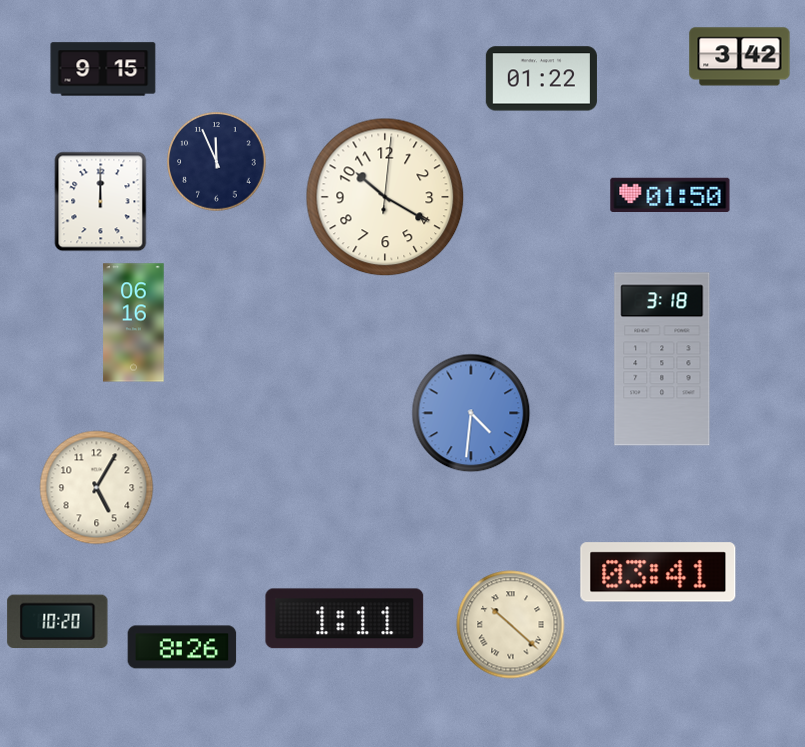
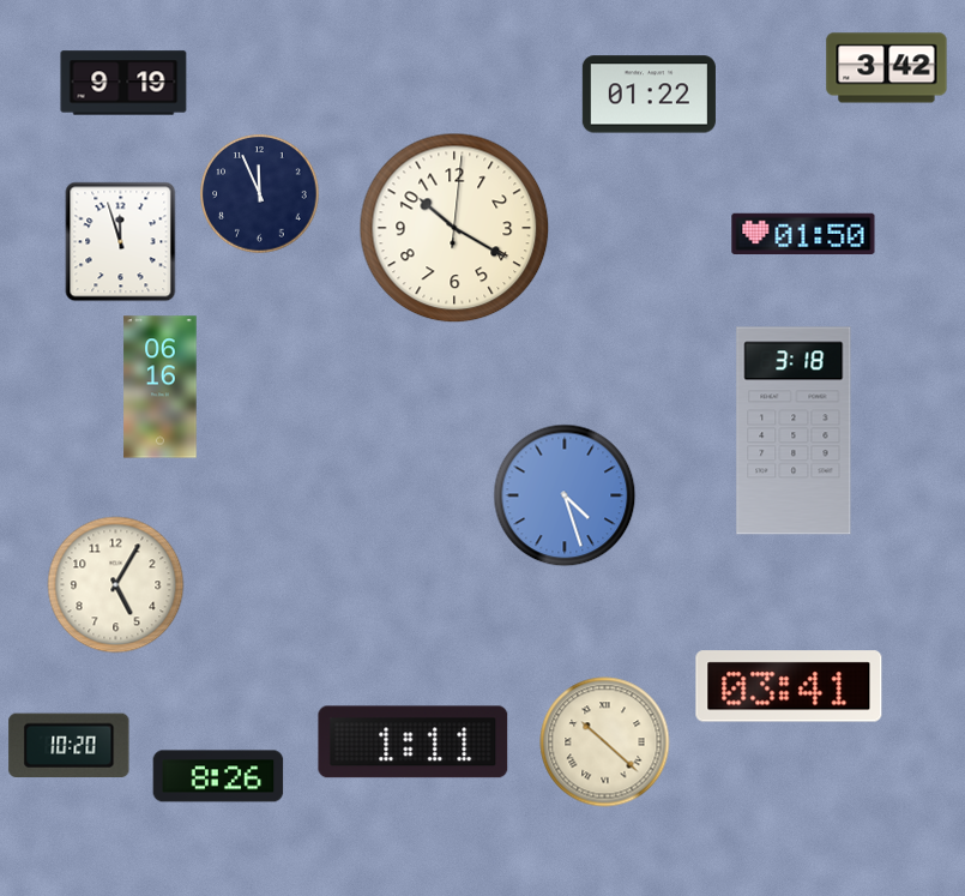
clock at (103, 69): 9:15 -> 9:19
clock at (385, 197) position: (385, 197) -> (454, 228)
clock at (101, 202): 12:00 -> 11:57
clock at (471, 413): 4:31 -> 4:27
clock at (511, 625) position: (511, 625) -> (605, 742)
